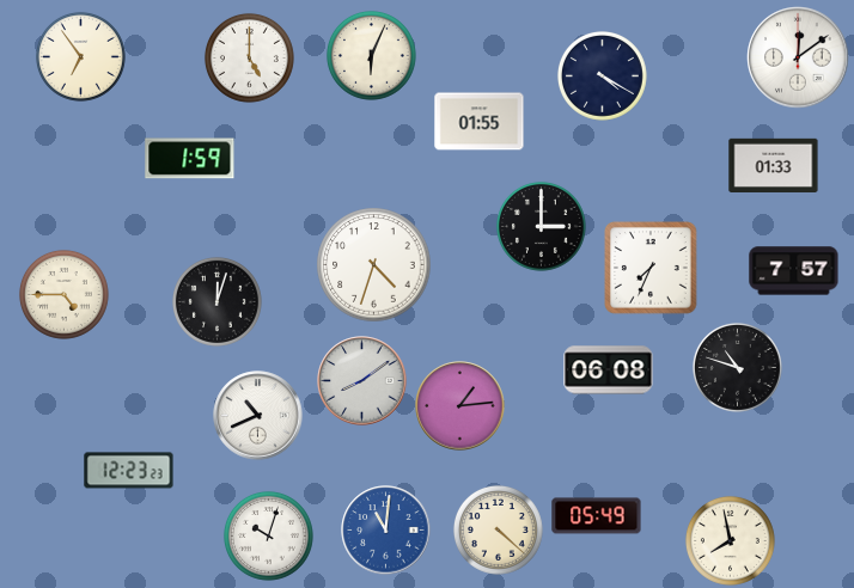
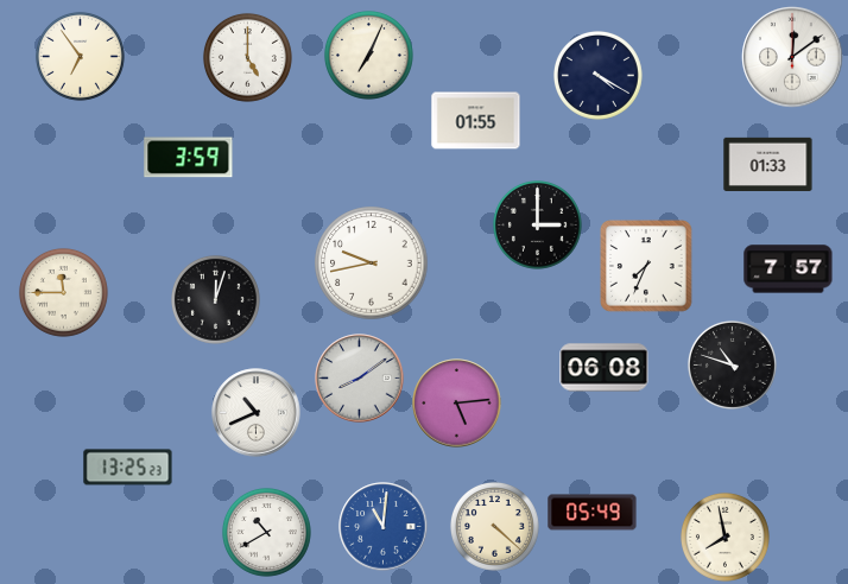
clock at (371, 55): 6:04 -> 7:04
clock at (190, 159): 1:59 -> 3:59
clock at (374, 265): 4:33 -> 9:43
clock at (63, 294): 4:45 -> 11:45
clock at (460, 406): 1:14 -> 5:14
clock at (129, 471): 12:23 -> 13:25
clock at (268, 535): 10:03 -> 10:40
